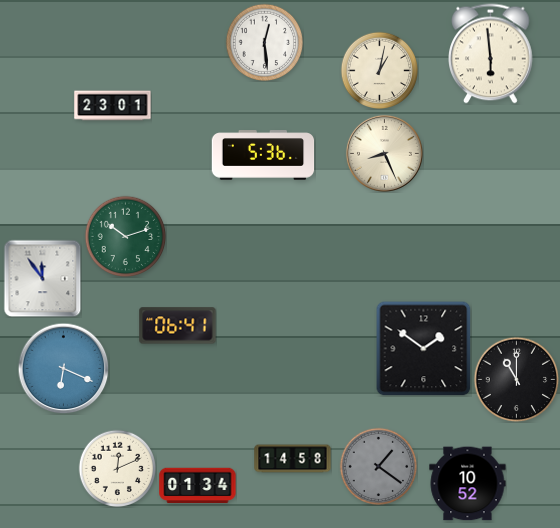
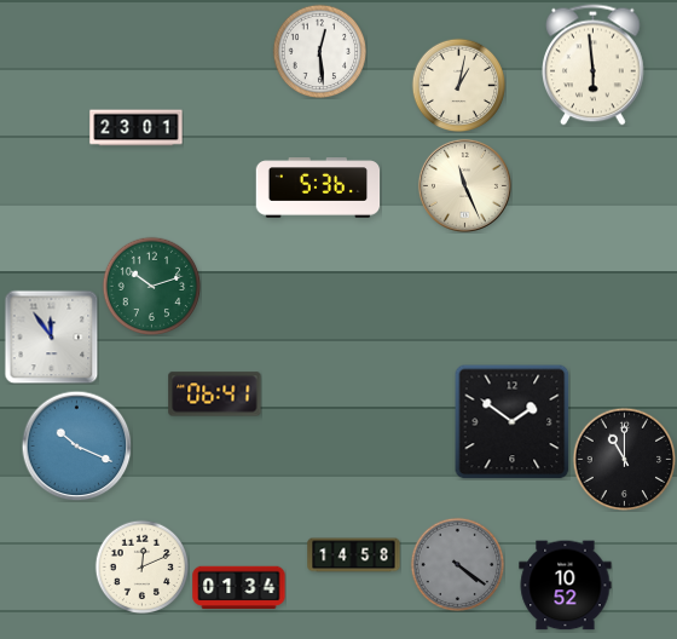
clock at (384, 153): 8:26 -> 11:26
clock at (63, 368): 6:19 -> 10:19
clock at (378, 466): 1:21 -> 4:21
